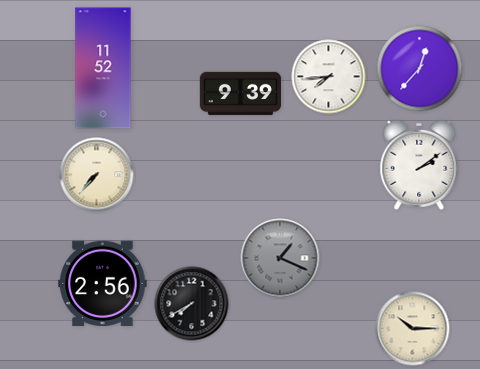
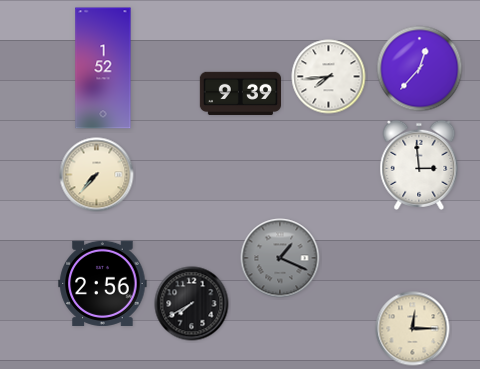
clock at (103, 68): 11:52 -> 1:52
clock at (419, 165): 2:09 -> 2:59
clock at (413, 329): 10:15 -> 12:15
